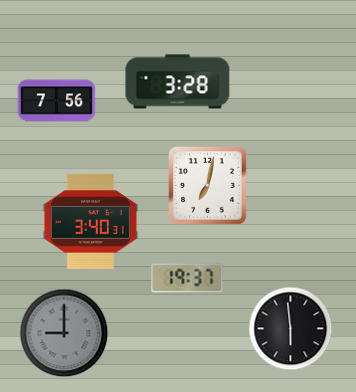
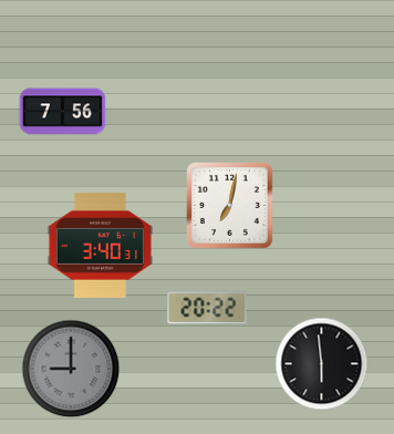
clock at (178, 82): 3:28 -> none
clock at (187, 278): 19:37 -> 20:22
